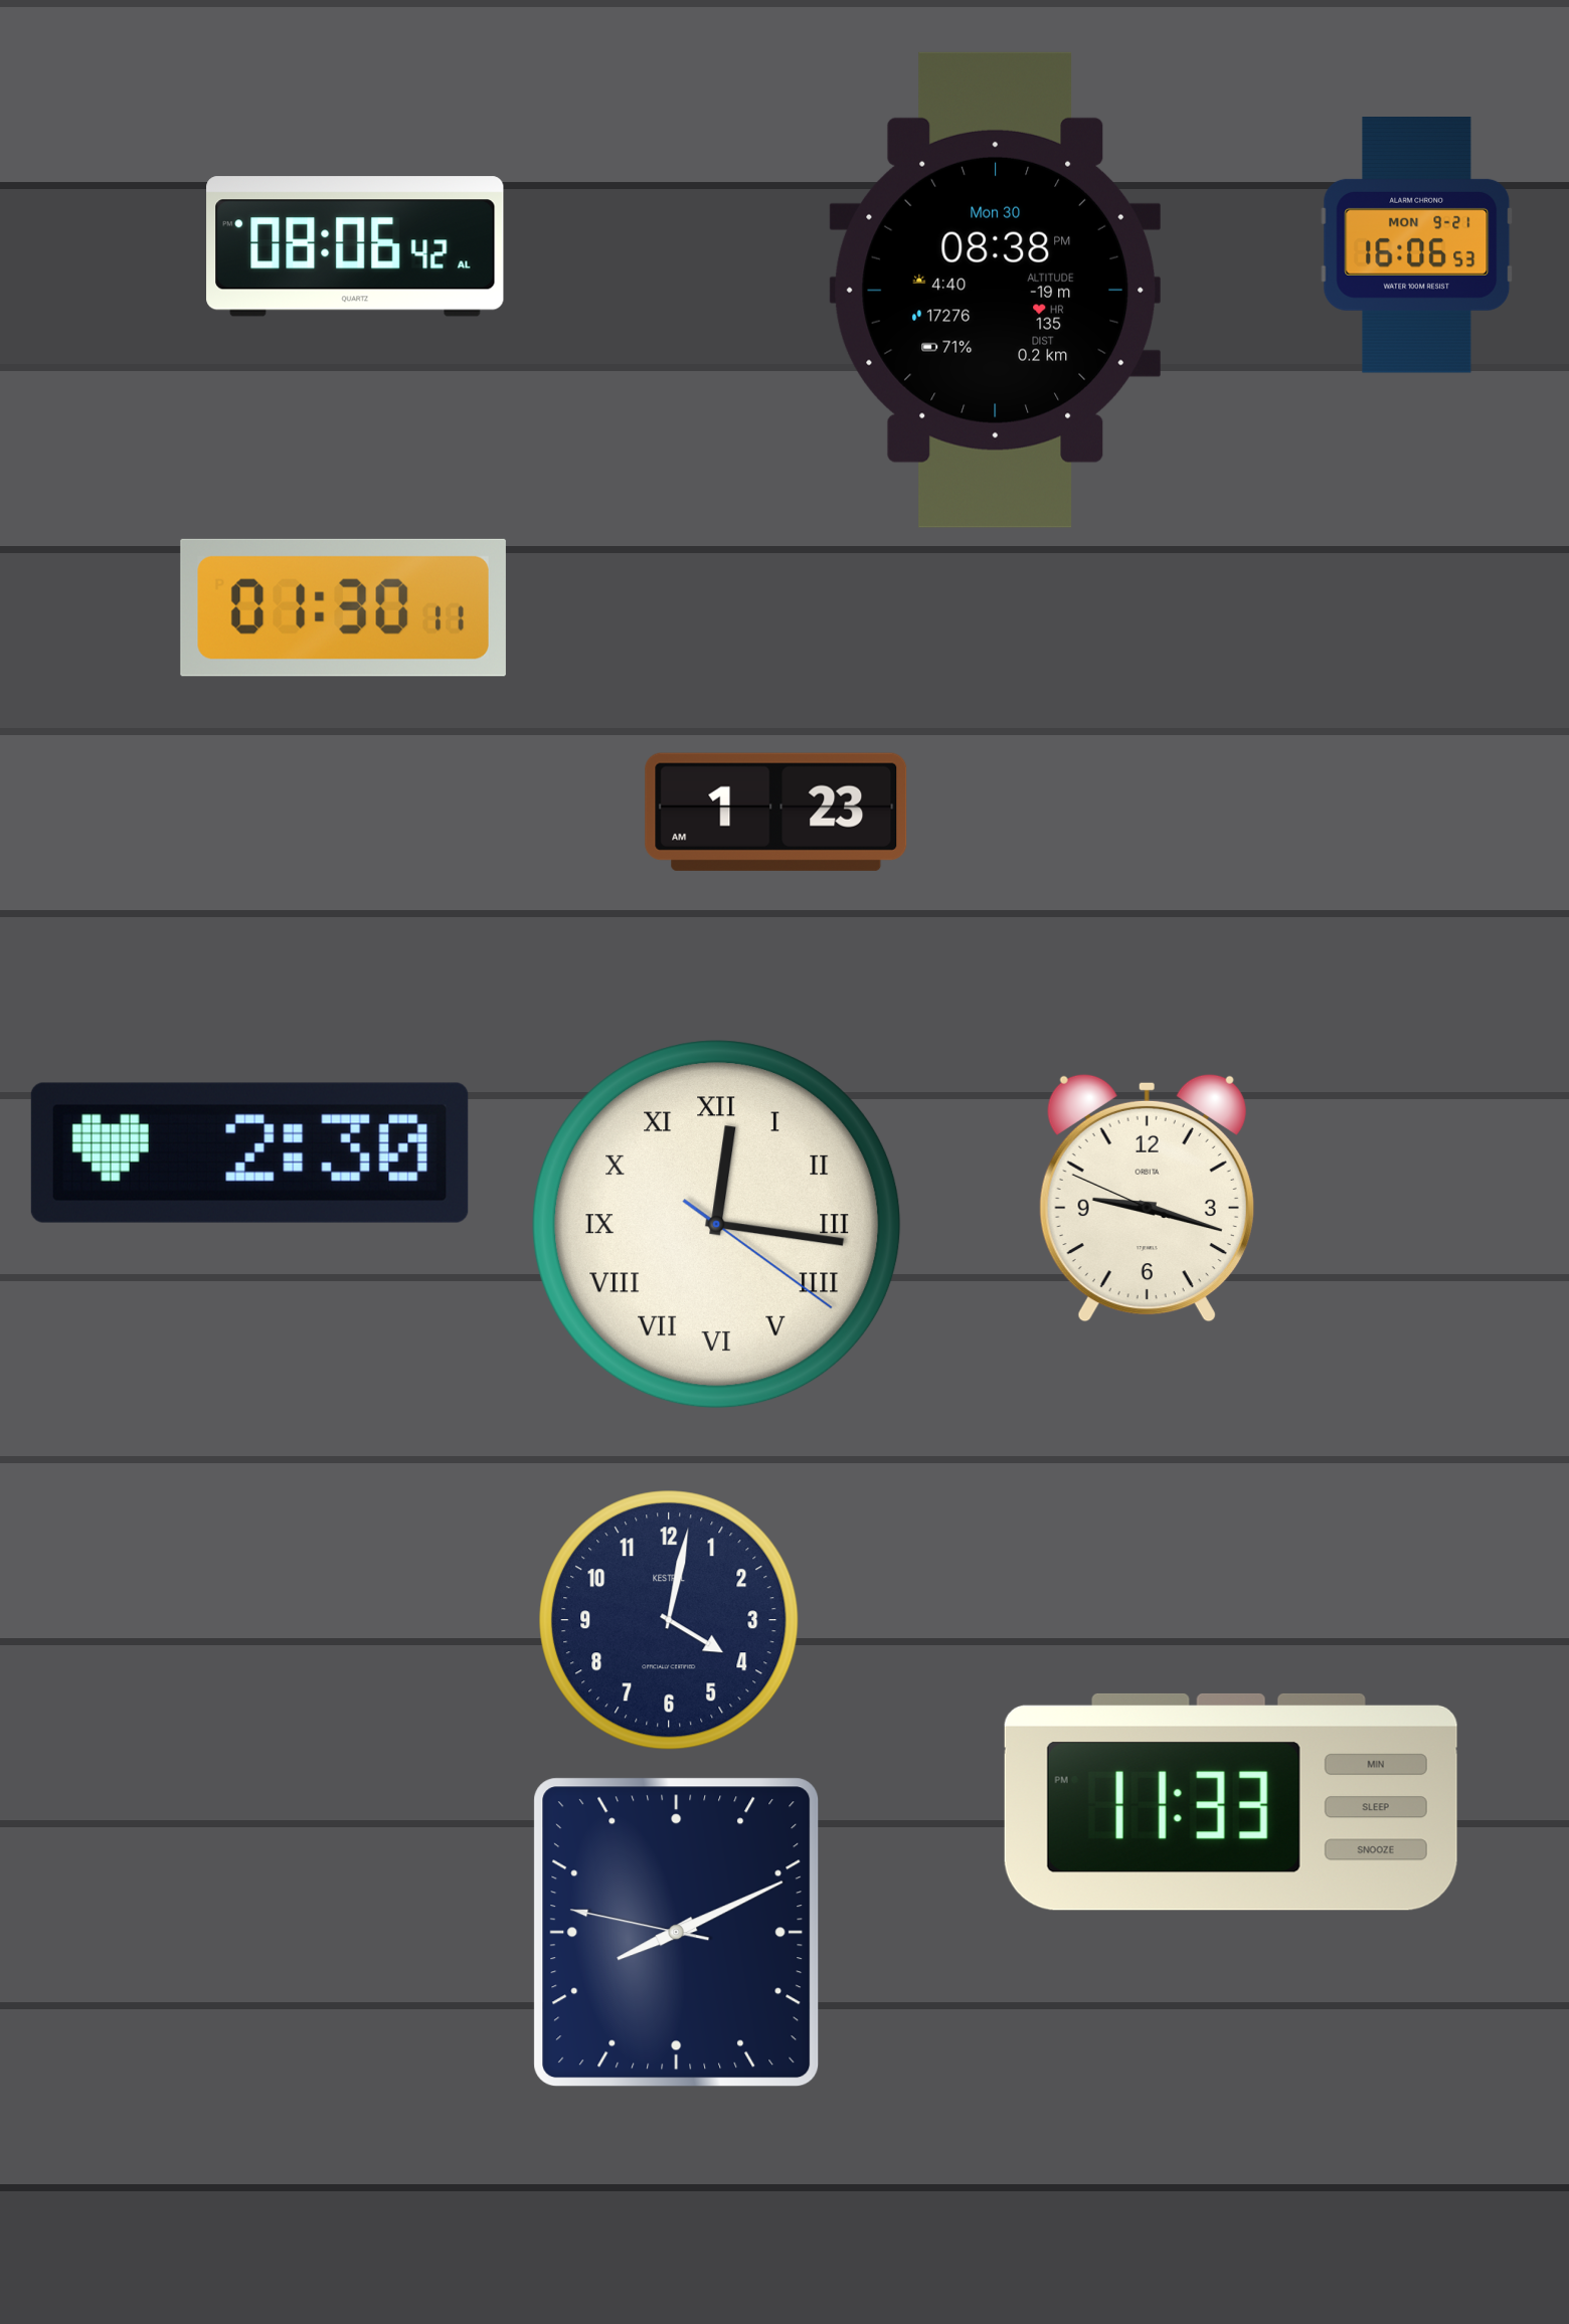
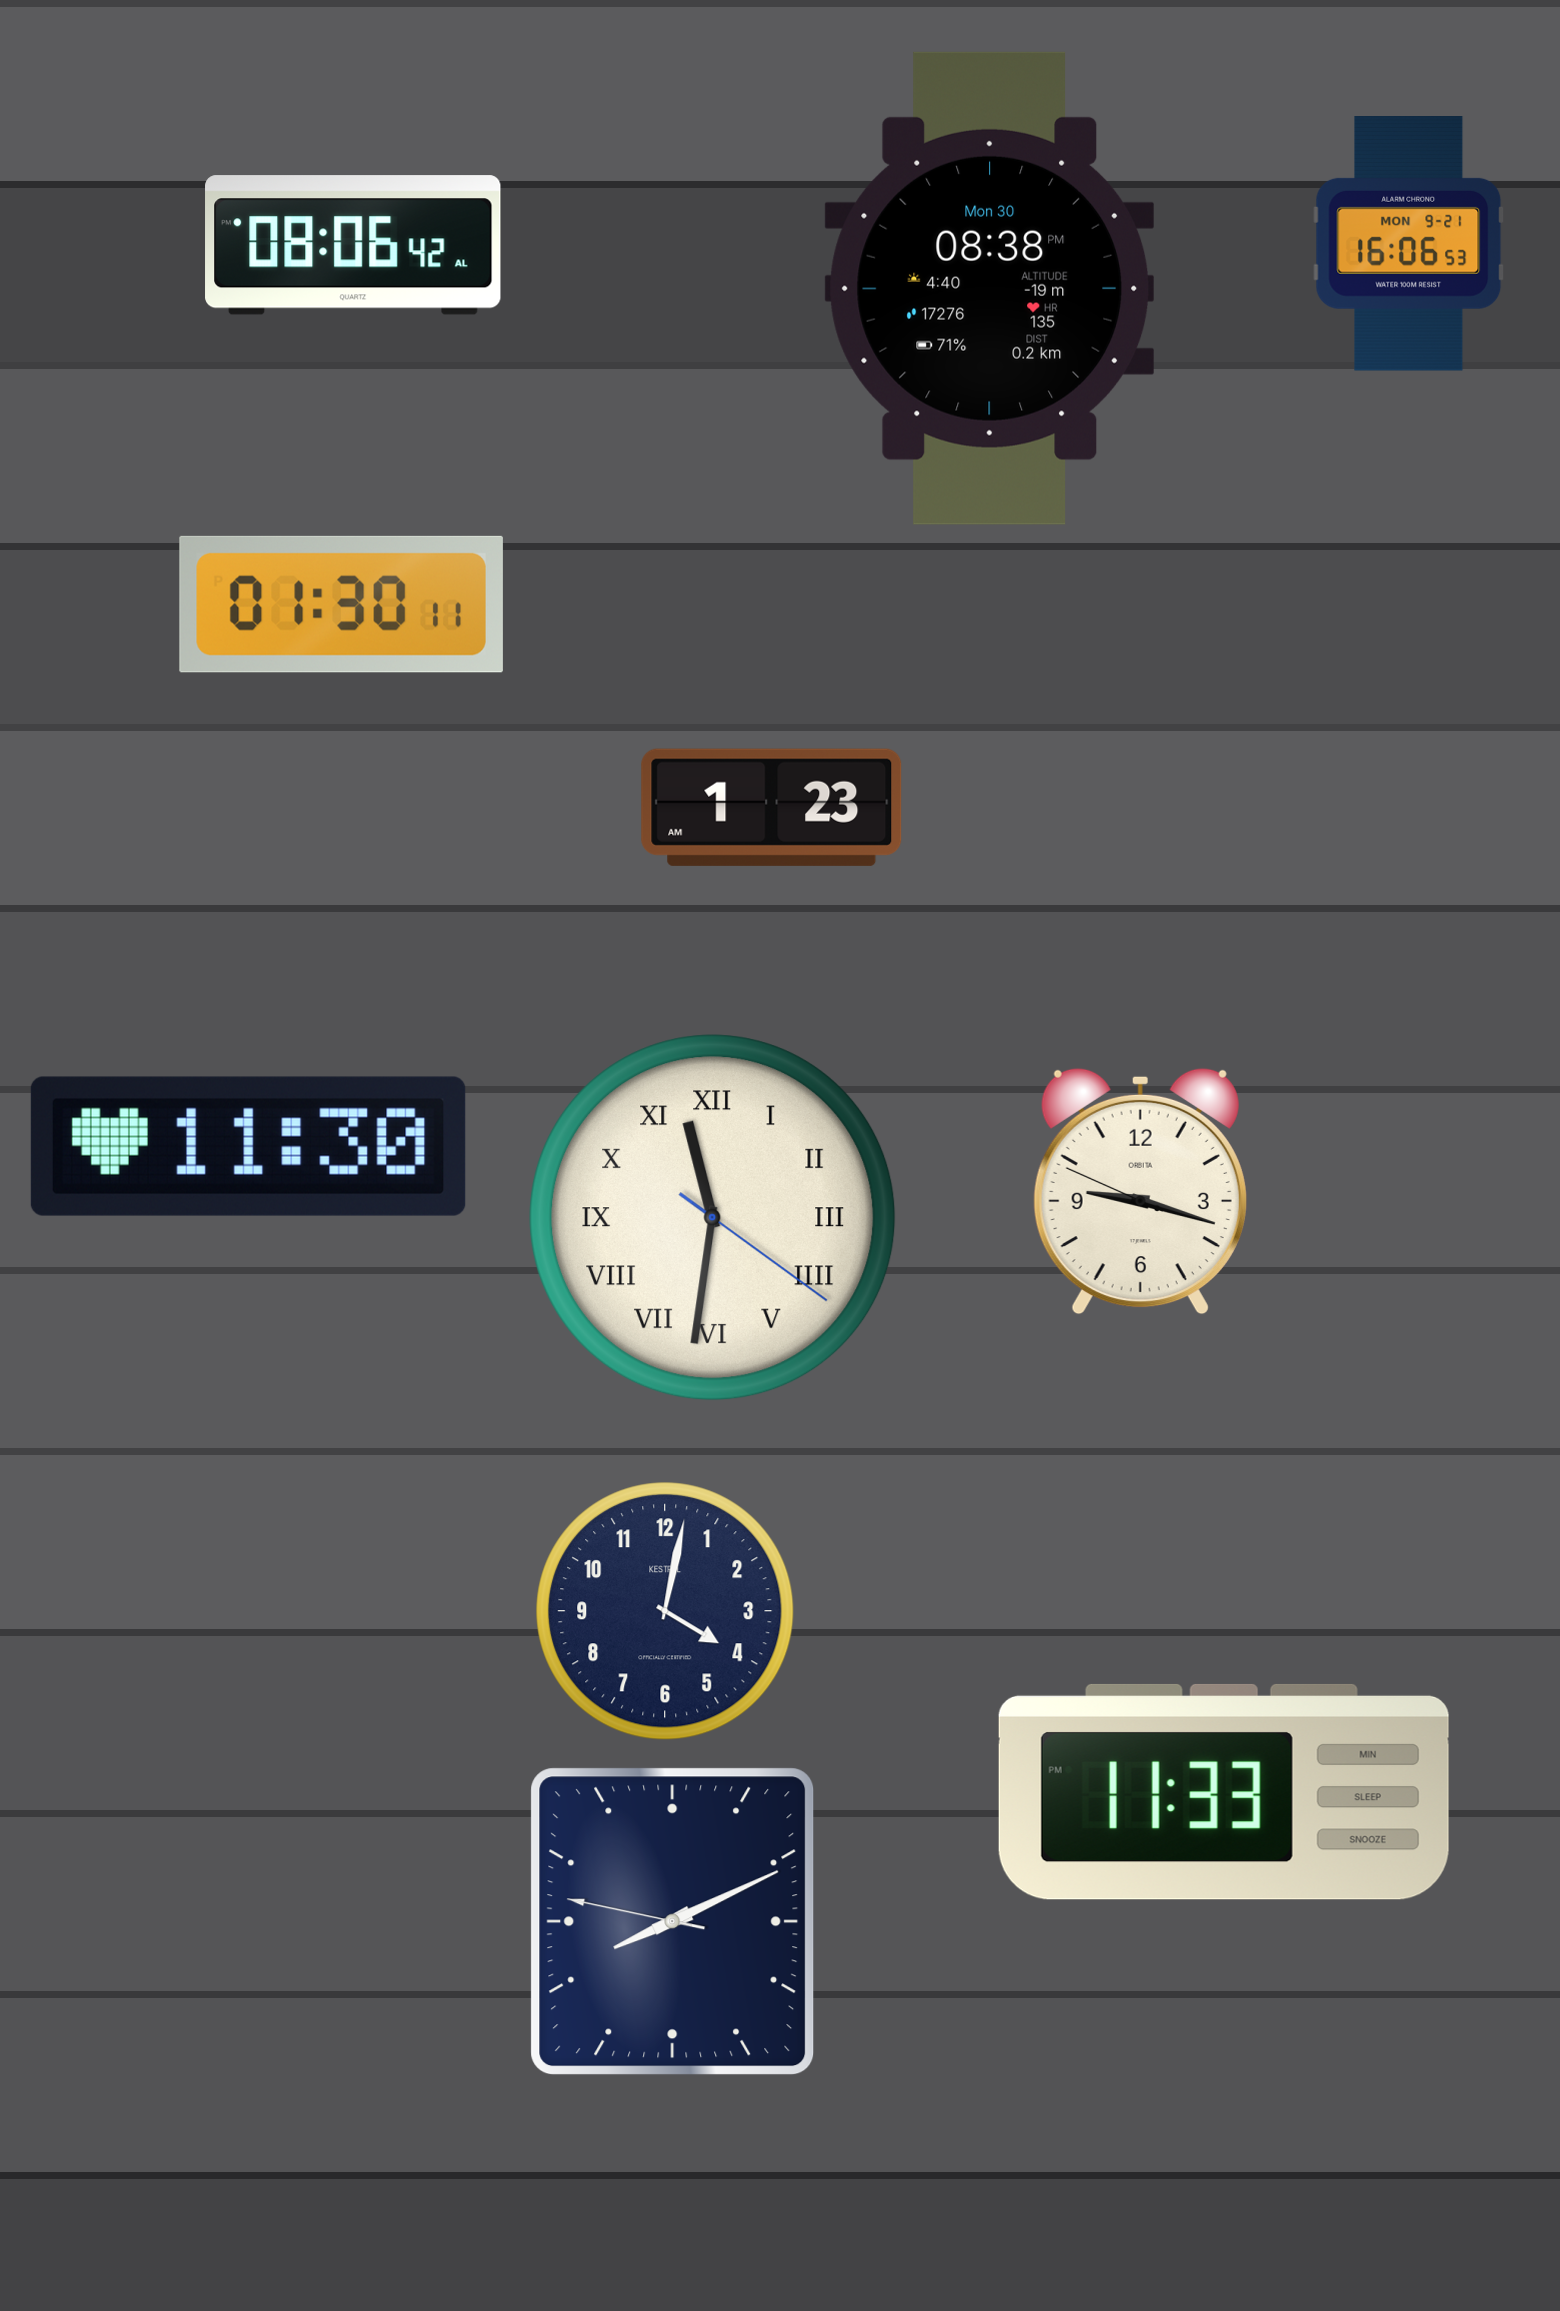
clock at (249, 1152): 2:30 -> 11:30
clock at (717, 1225): 12:16 -> 11:31
